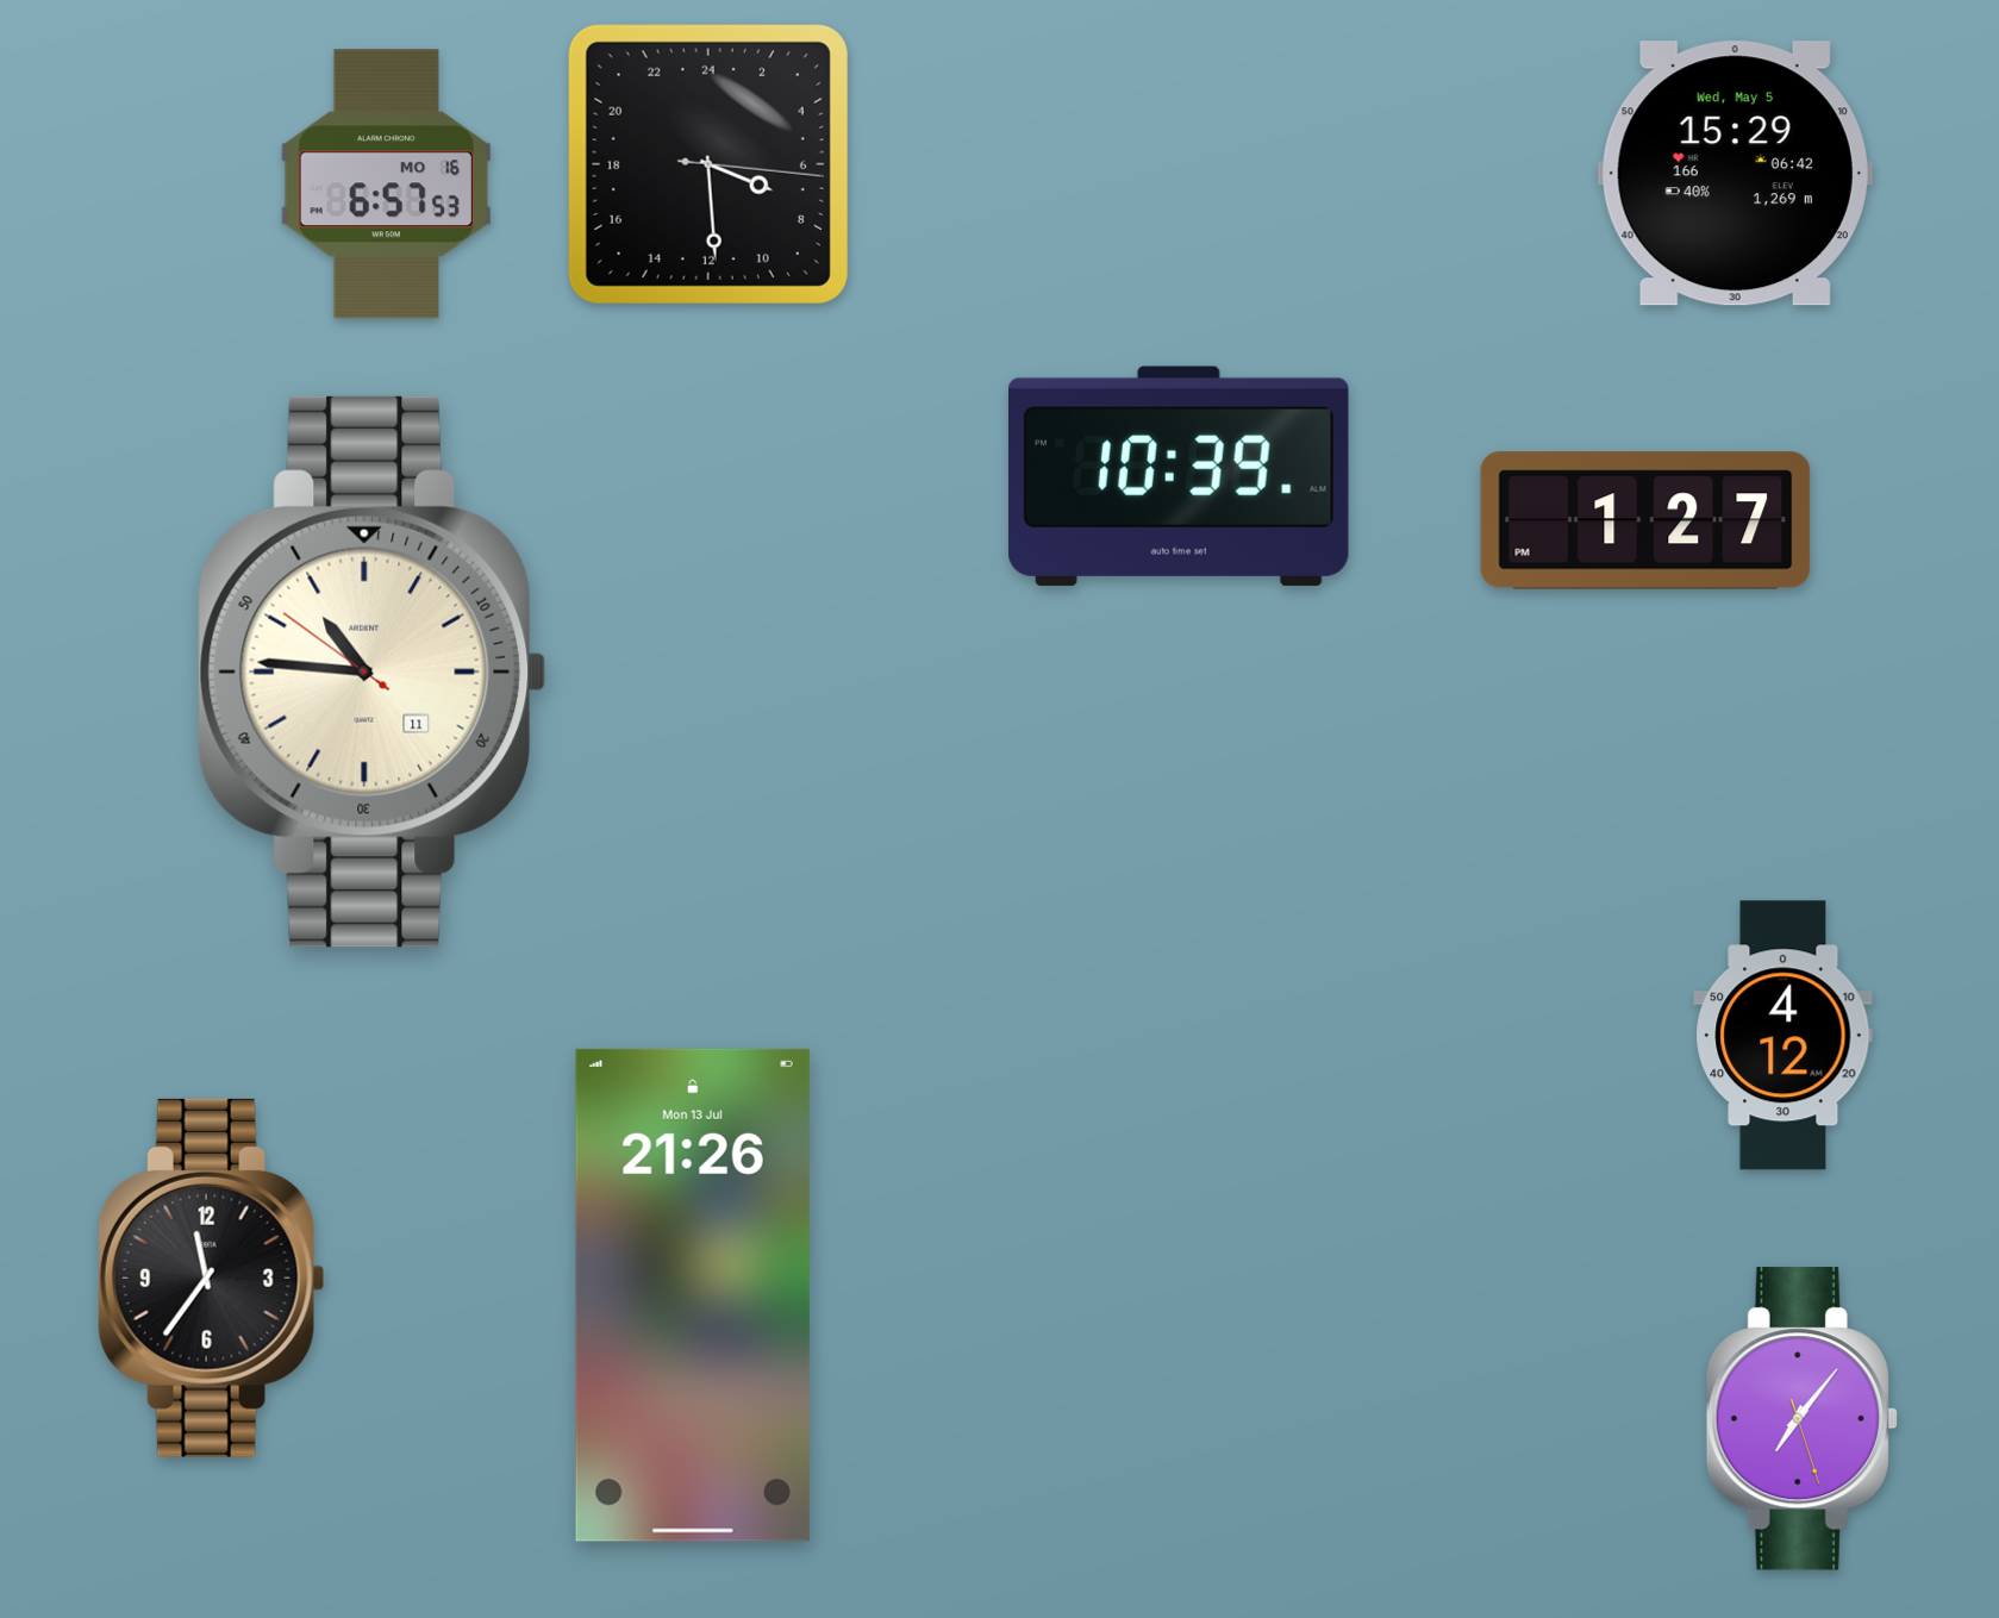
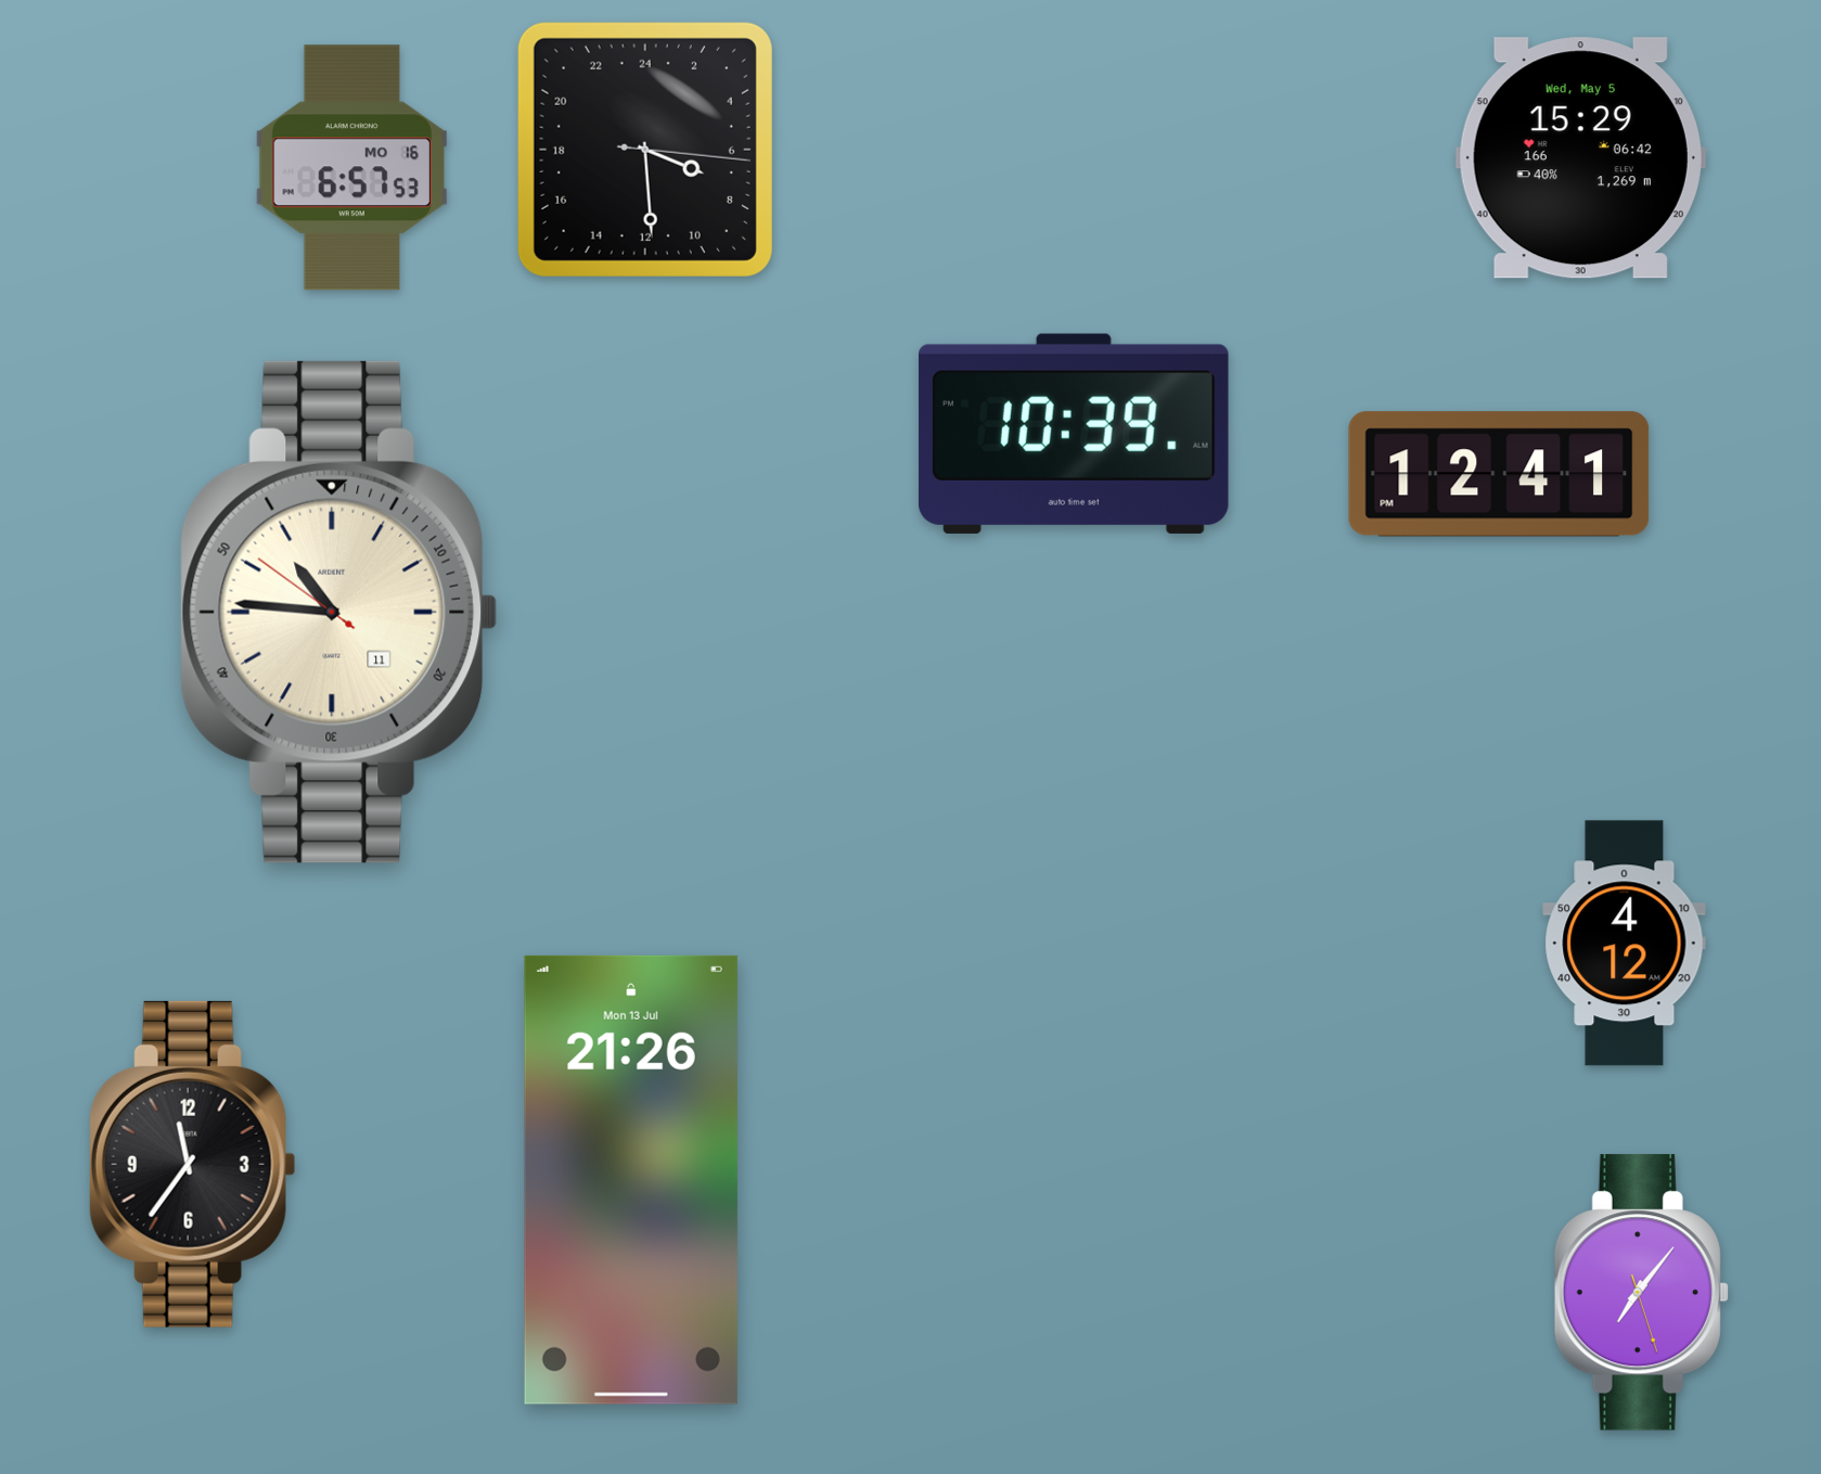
clock at (1645, 520): 1:27 -> 12:41
